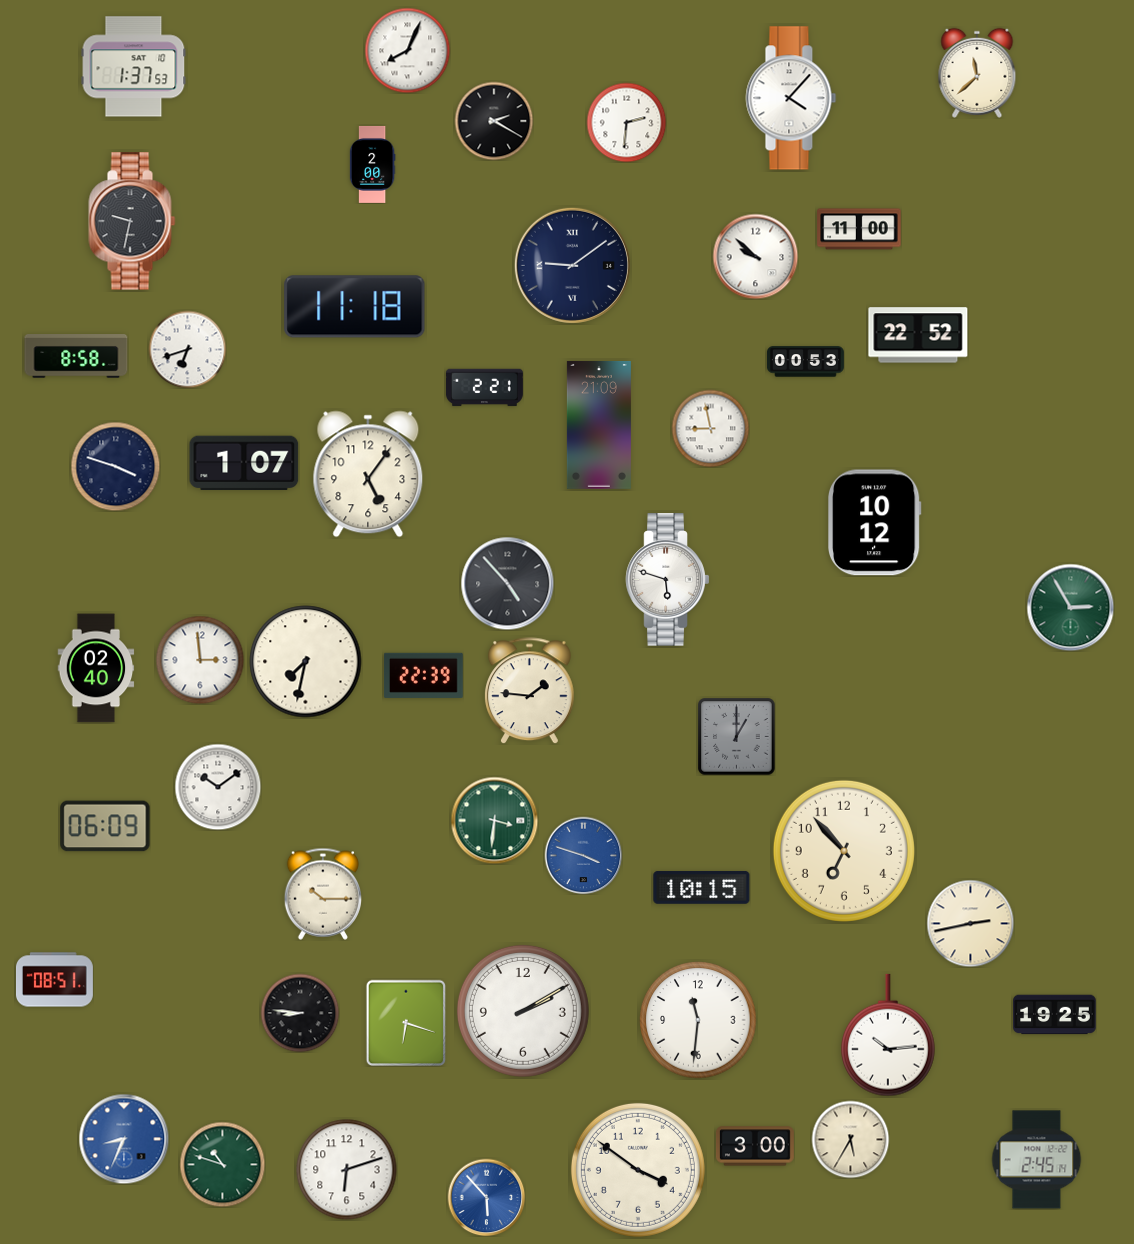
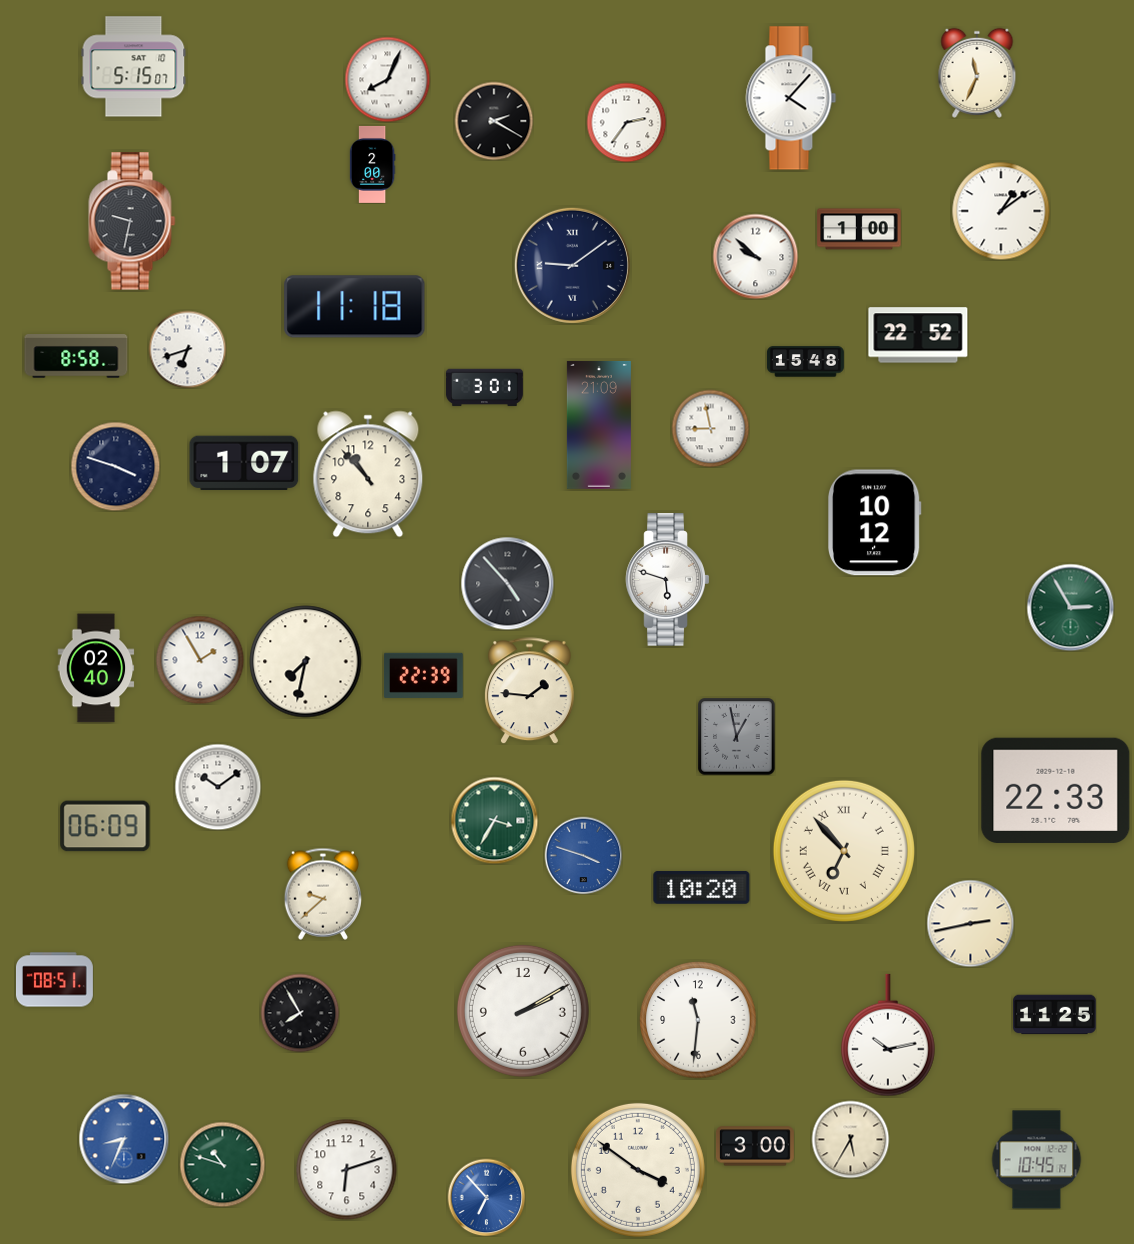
clock at (407, 50) position: (407, 50) -> (387, 79)
clock at (134, 67): 1:37 -> 5:15
clock at (977, 73): 11:38 -> 11:34
clock at (626, 122): 2:31 -> 2:36
clock at (1001, 211): none -> 1:09
clock at (859, 229): 11:00 -> 1:00
clock at (805, 362): 00:53 -> 15:48
clock at (484, 388): 2:21 -> 3:01
clock at (368, 474): 5:06 -> 10:53
clock at (200, 660): 2:59 -> 1:55
clock at (736, 736): 1:00 -> 12:58
clock at (1056, 790): none -> 22:33
clock at (494, 820): 3:31 -> 3:35
clock at (844, 851) numerals: Arabic -> Roman
clock at (702, 887): 10:15 -> 10:20
clock at (322, 894): 10:15 -> 9:38
clock at (300, 1013): 8:46 -> 7:55
clock at (1055, 1015): 19:25 -> 11:25
clock at (406, 1023): 6:18 -> none
clock at (889, 1035): 10:14 -> 10:13
clock at (1037, 1160): 2:45 -> 10:45
clock at (486, 1197): 5:53 -> 6:53
